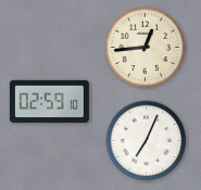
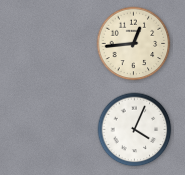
clock at (49, 101): 02:59 -> none
clock at (147, 141): 7:04 -> 4:04
